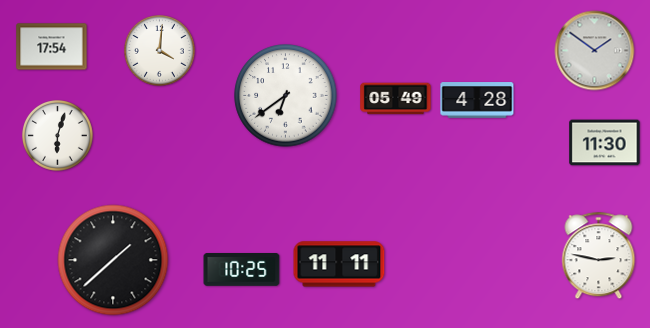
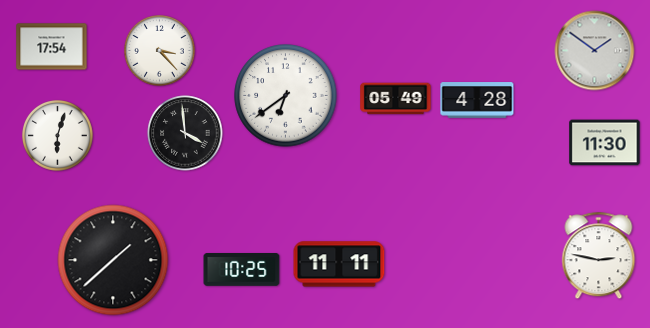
clock at (160, 51): 4:01 -> 3:23
clock at (185, 133): none -> 3:59
